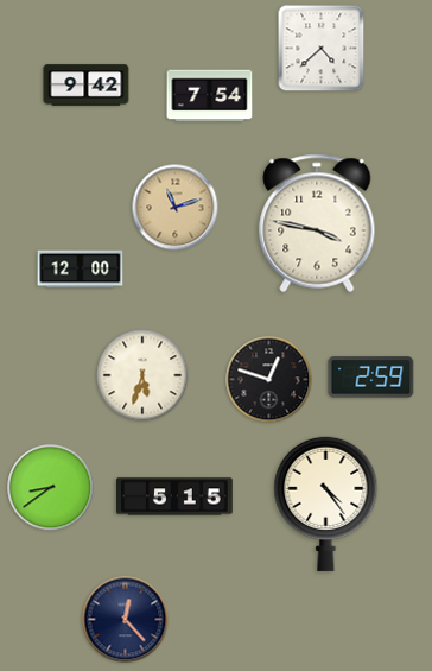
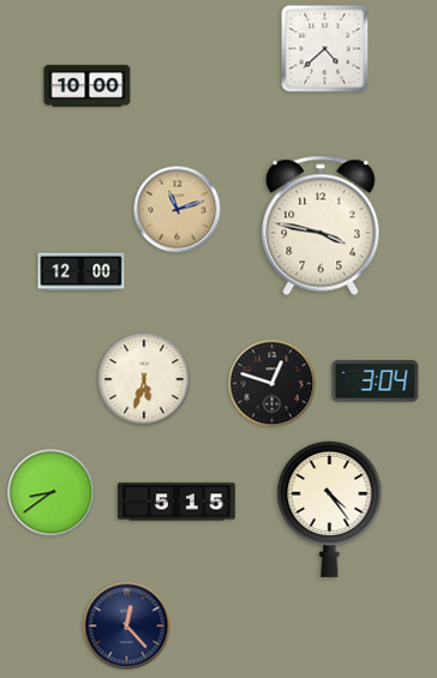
clock at (87, 86): 9:42 -> 10:00
clock at (210, 96): 7:54 -> none
clock at (371, 378): 2:59 -> 3:04
